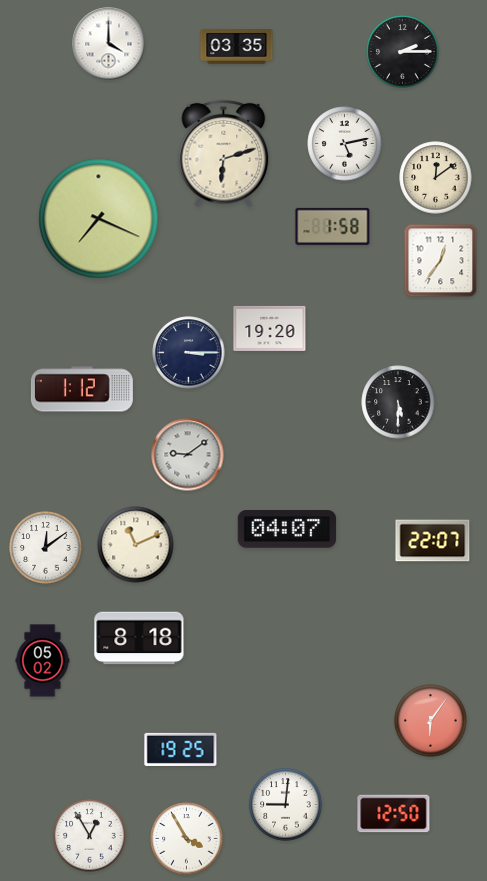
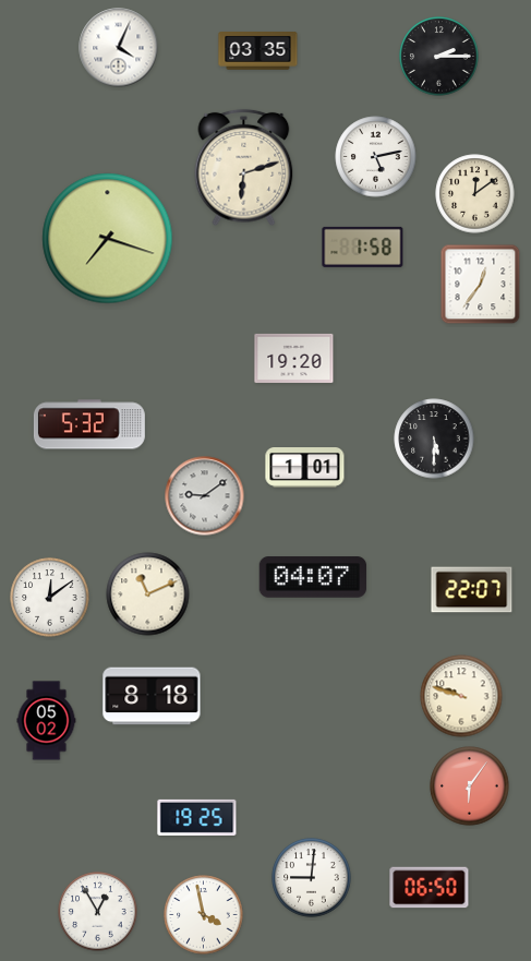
clock at (109, 44): 4:00 -> 4:04
clock at (99, 219): 7:19 -> 7:18
clock at (189, 353): 3:15 -> none
clock at (82, 389): 1:12 -> 5:32
clock at (305, 468): none -> 1:01
clock at (461, 696): none -> 9:48
clock at (394, 814): 12:50 -> 06:50
clock at (187, 839): 3:55 -> 3:58
